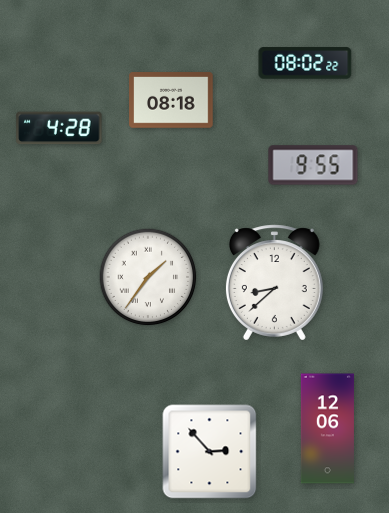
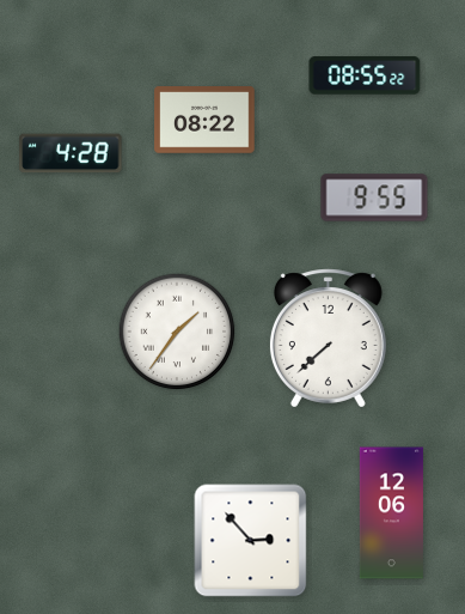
clock at (305, 63): 08:02 -> 08:55
clock at (171, 100): 08:18 -> 08:22
clock at (274, 283): 8:38 -> 7:38
